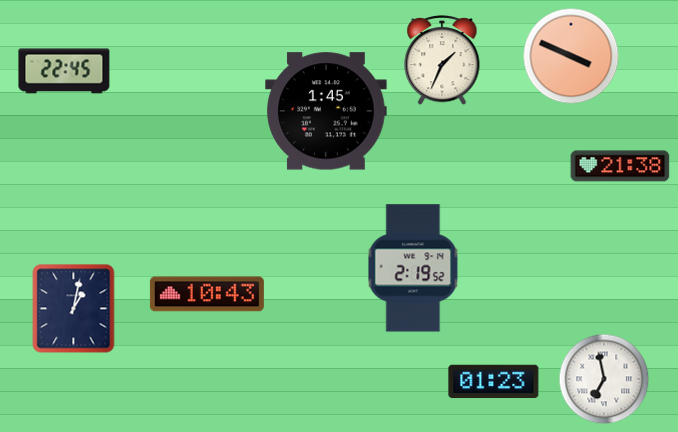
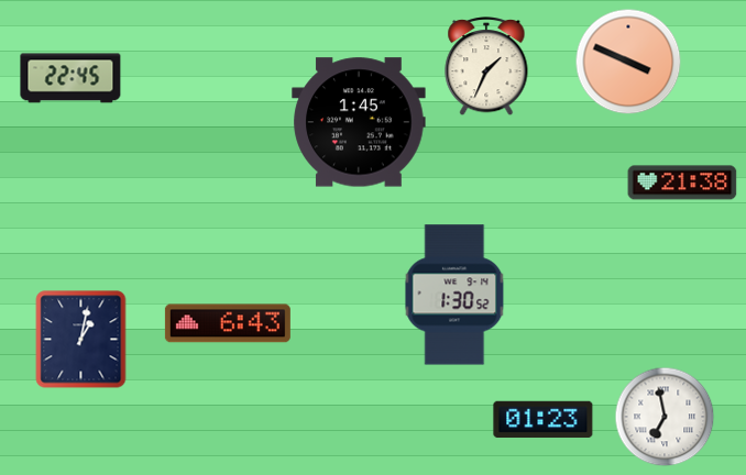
clock at (413, 268): 2:19 -> 1:30
clock at (207, 294): 10:43 -> 6:43
